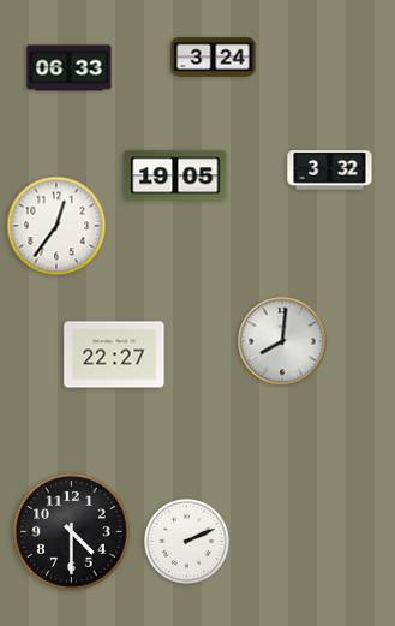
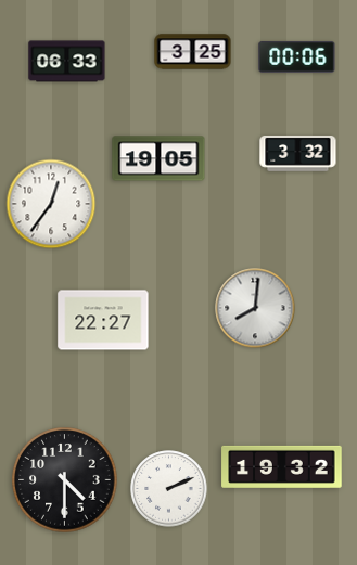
clock at (214, 58): 3:24 -> 3:25
clock at (297, 56): none -> 00:06
clock at (70, 68) position: (70, 68) -> (67, 62)
clock at (282, 466): none -> 19:32
